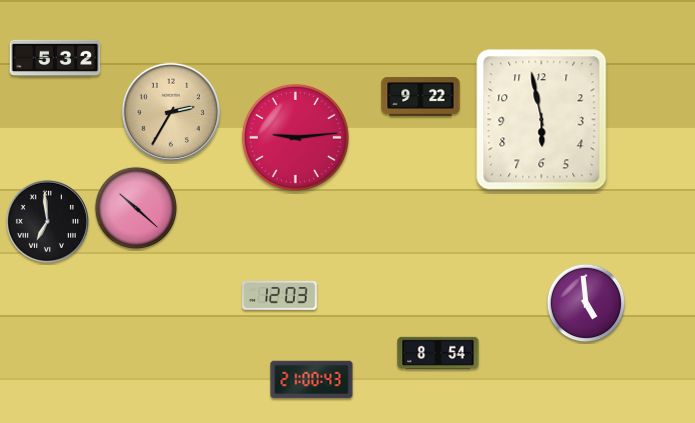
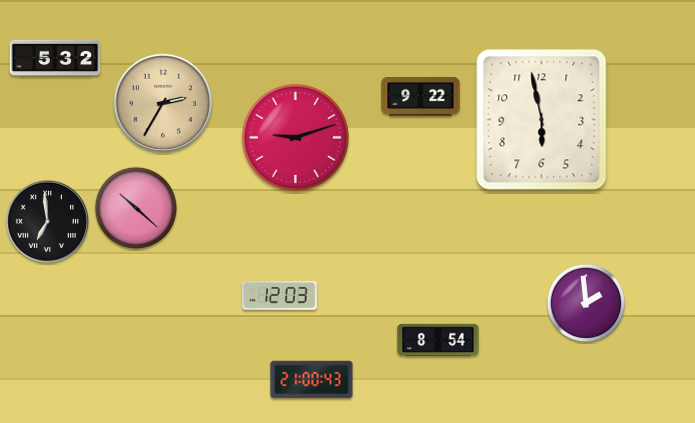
clock at (171, 112) position: (171, 112) -> (163, 103)
clock at (295, 137): 9:14 -> 9:12
clock at (586, 303): 4:59 -> 1:59
clock at (438, 353) position: (438, 353) -> (438, 340)
